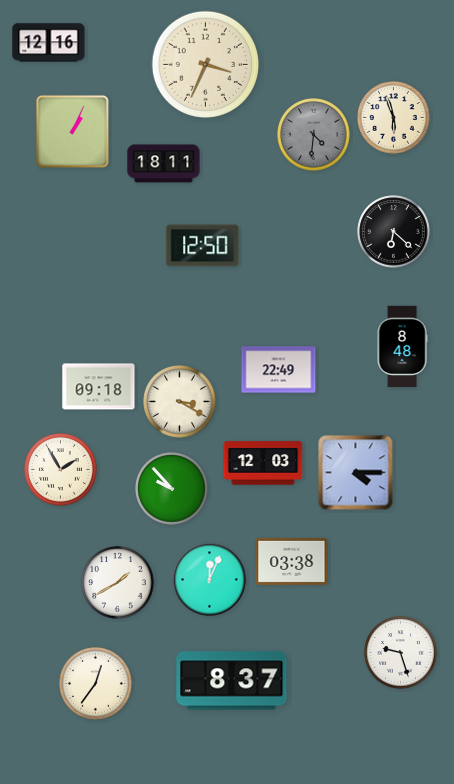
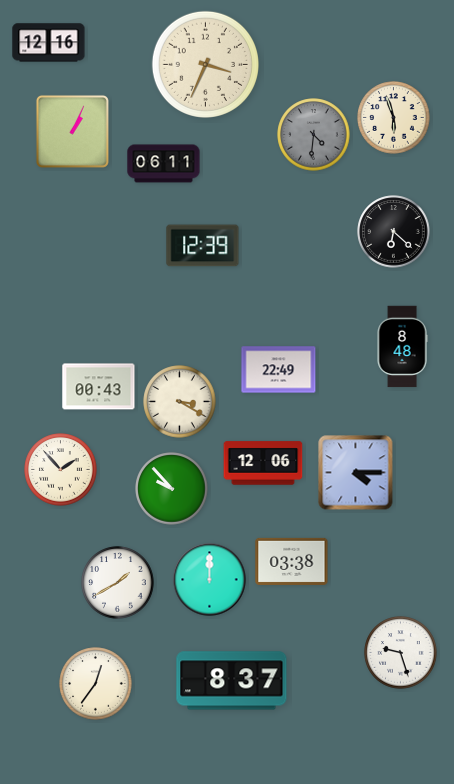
clock at (164, 164): 18:11 -> 06:11
clock at (203, 246): 12:50 -> 12:39
clock at (99, 387): 09:18 -> 00:43
clock at (263, 463): 12:03 -> 12:06
clock at (61, 470): 1:55 -> 1:53
clock at (210, 580): 12:04 -> 12:00
